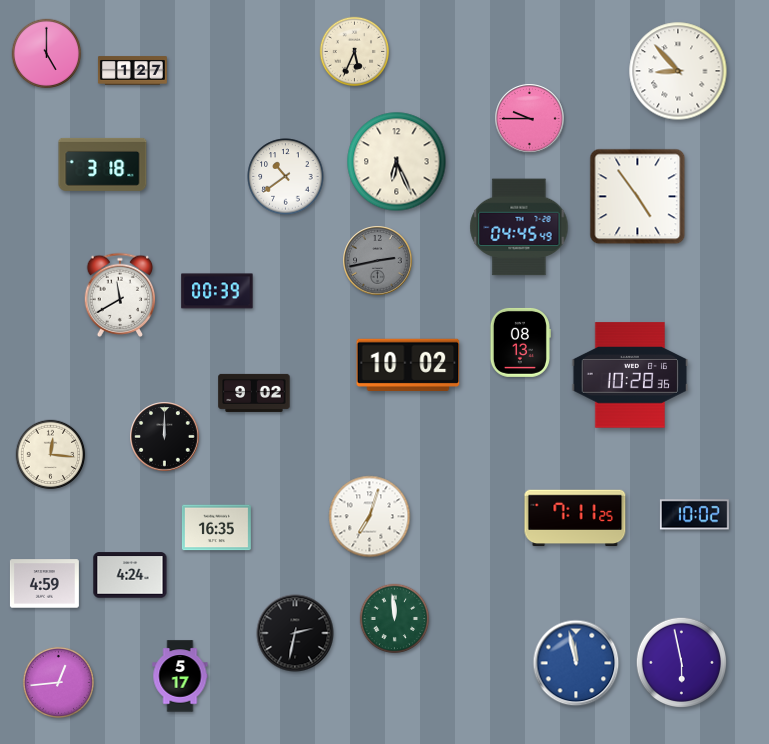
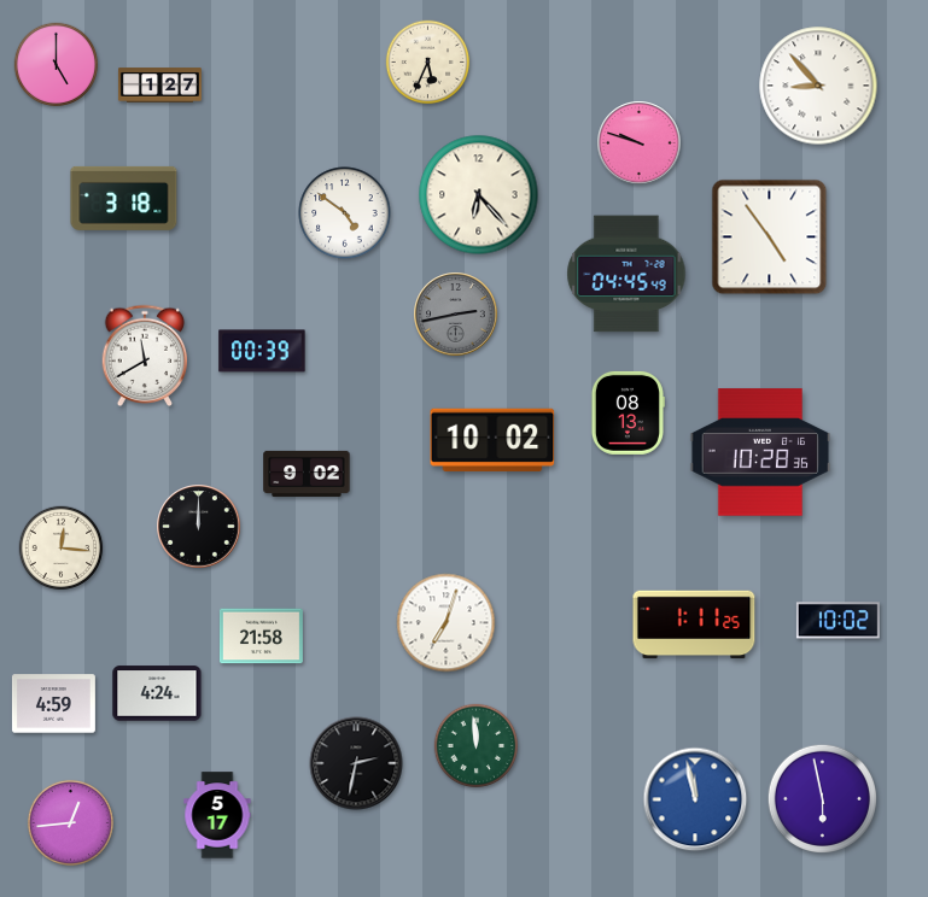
clock at (530, 119): 9:45 -> 9:48
clock at (397, 162): 6:26 -> 6:23
clock at (286, 177): 10:39 -> 4:51
clock at (575, 518): 7:11 -> 1:11
clock at (216, 528): 16:35 -> 21:58
